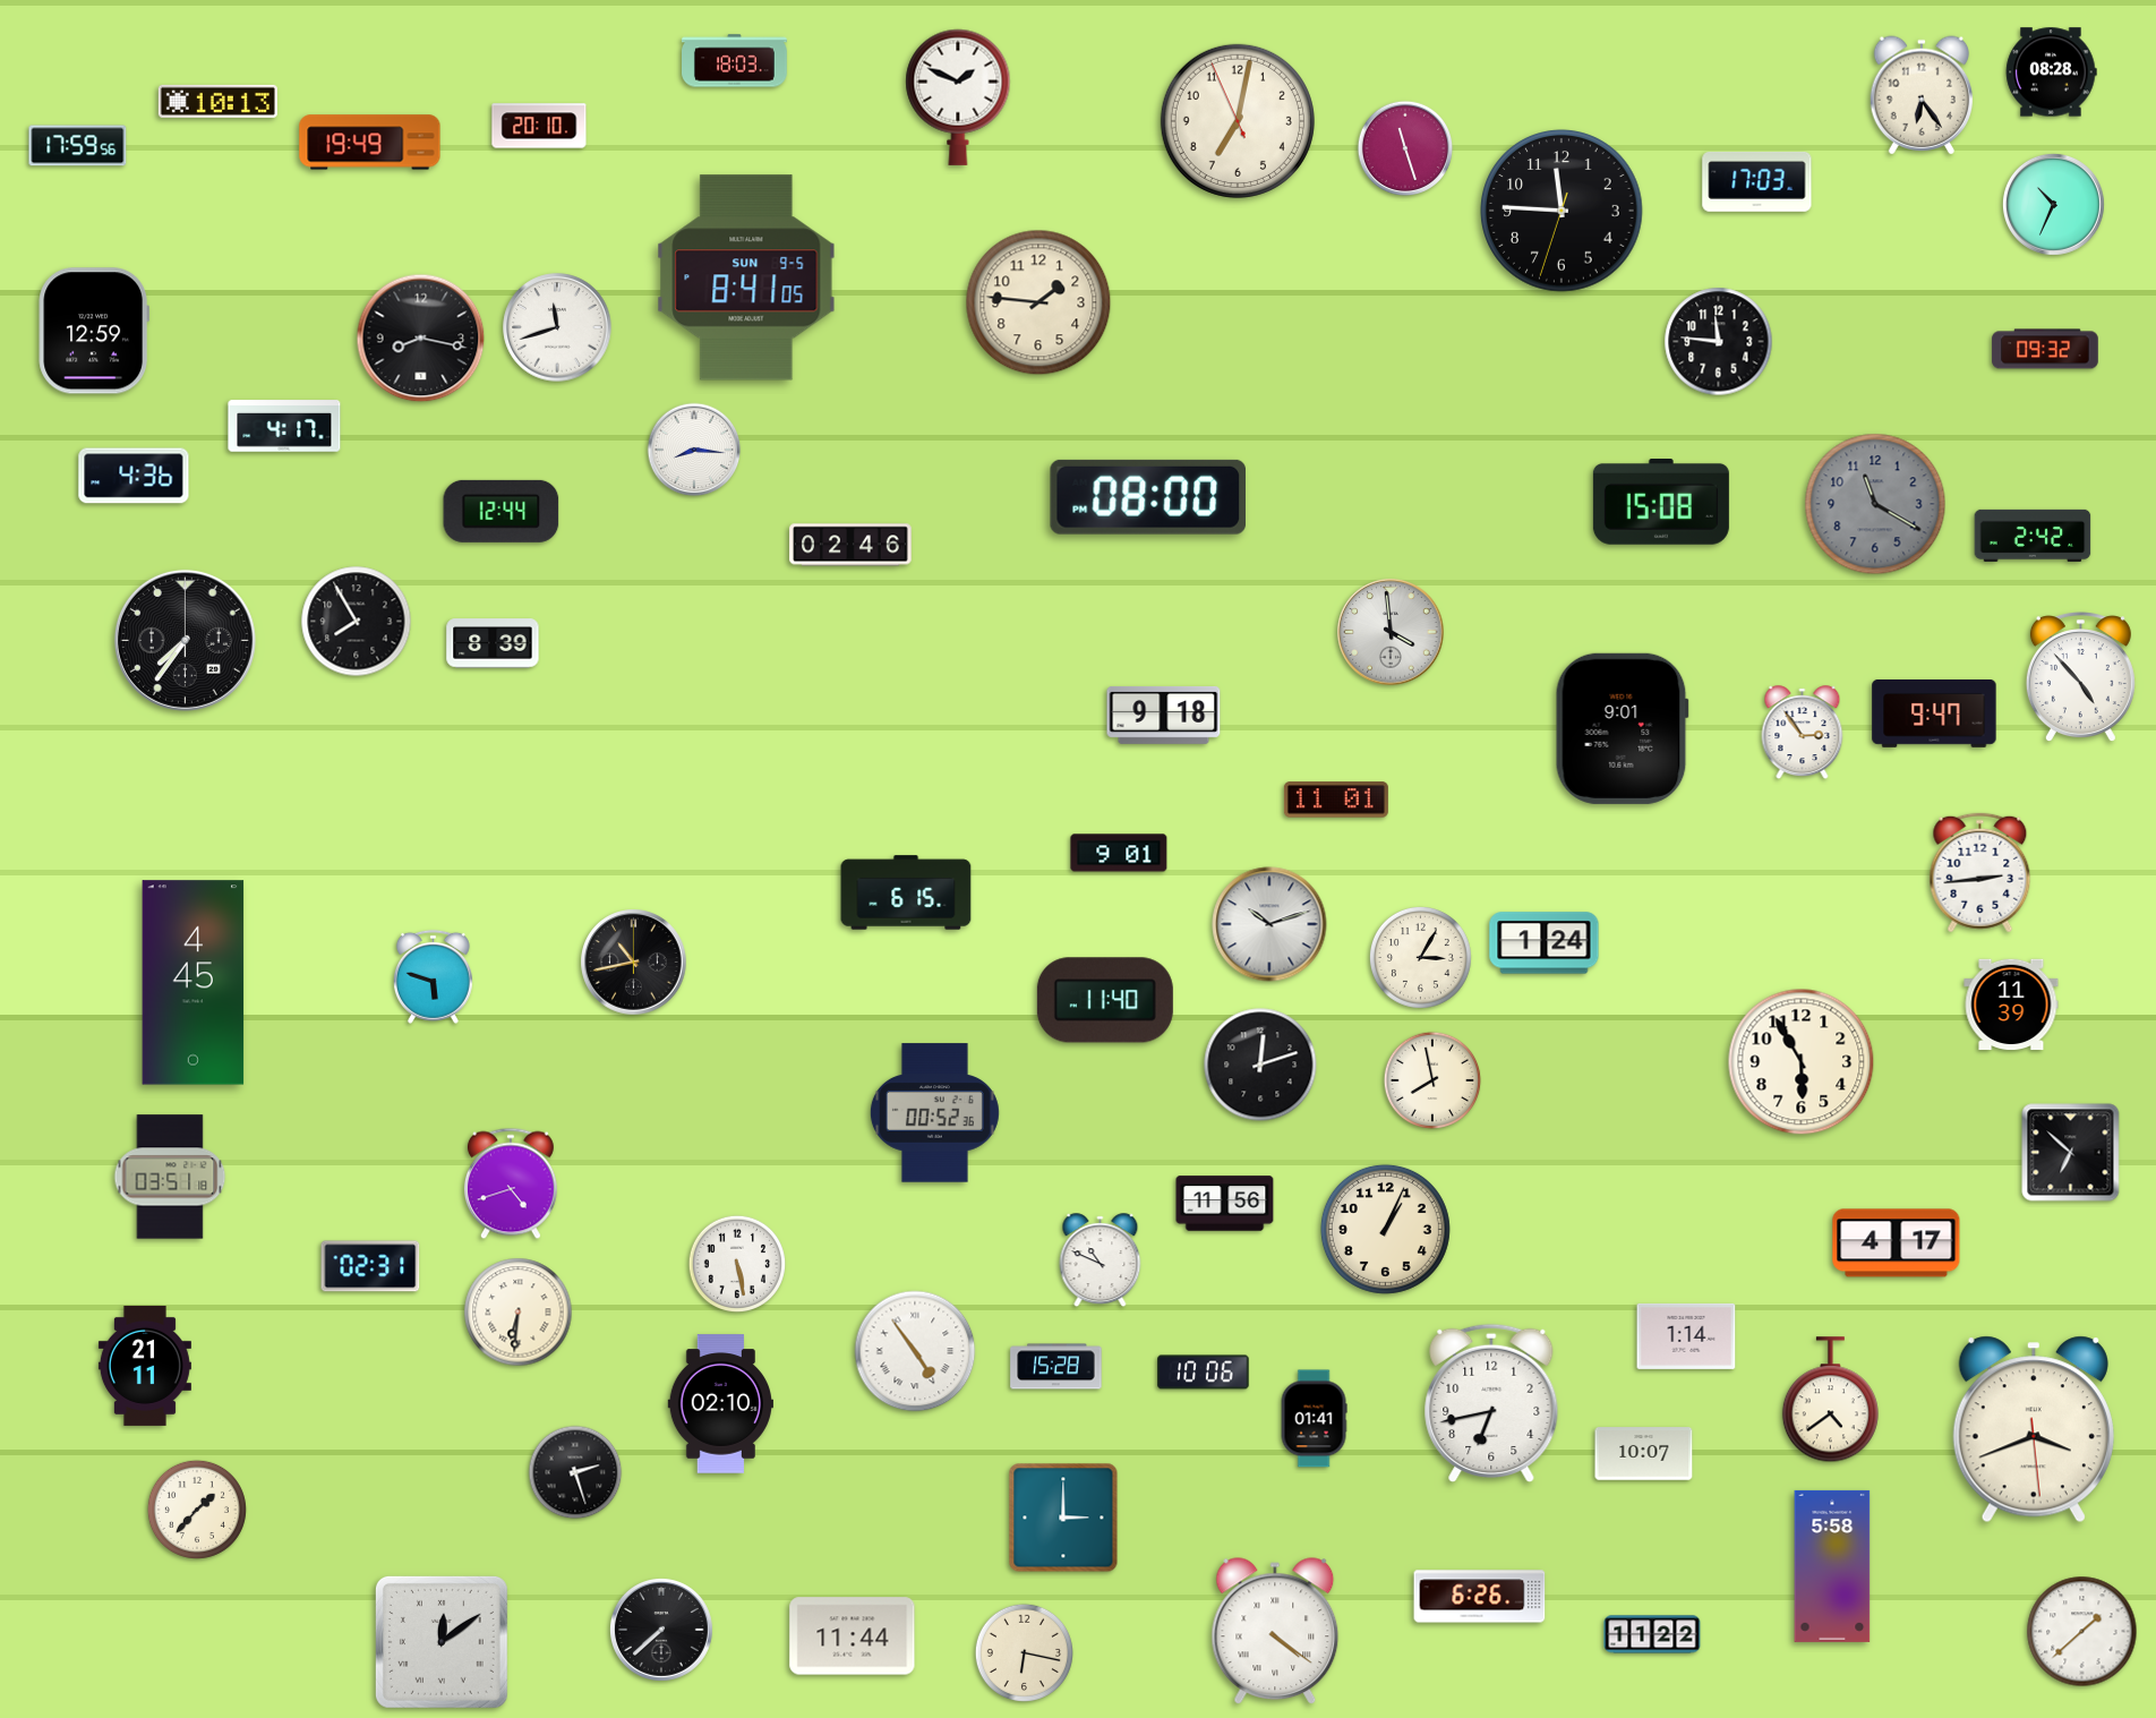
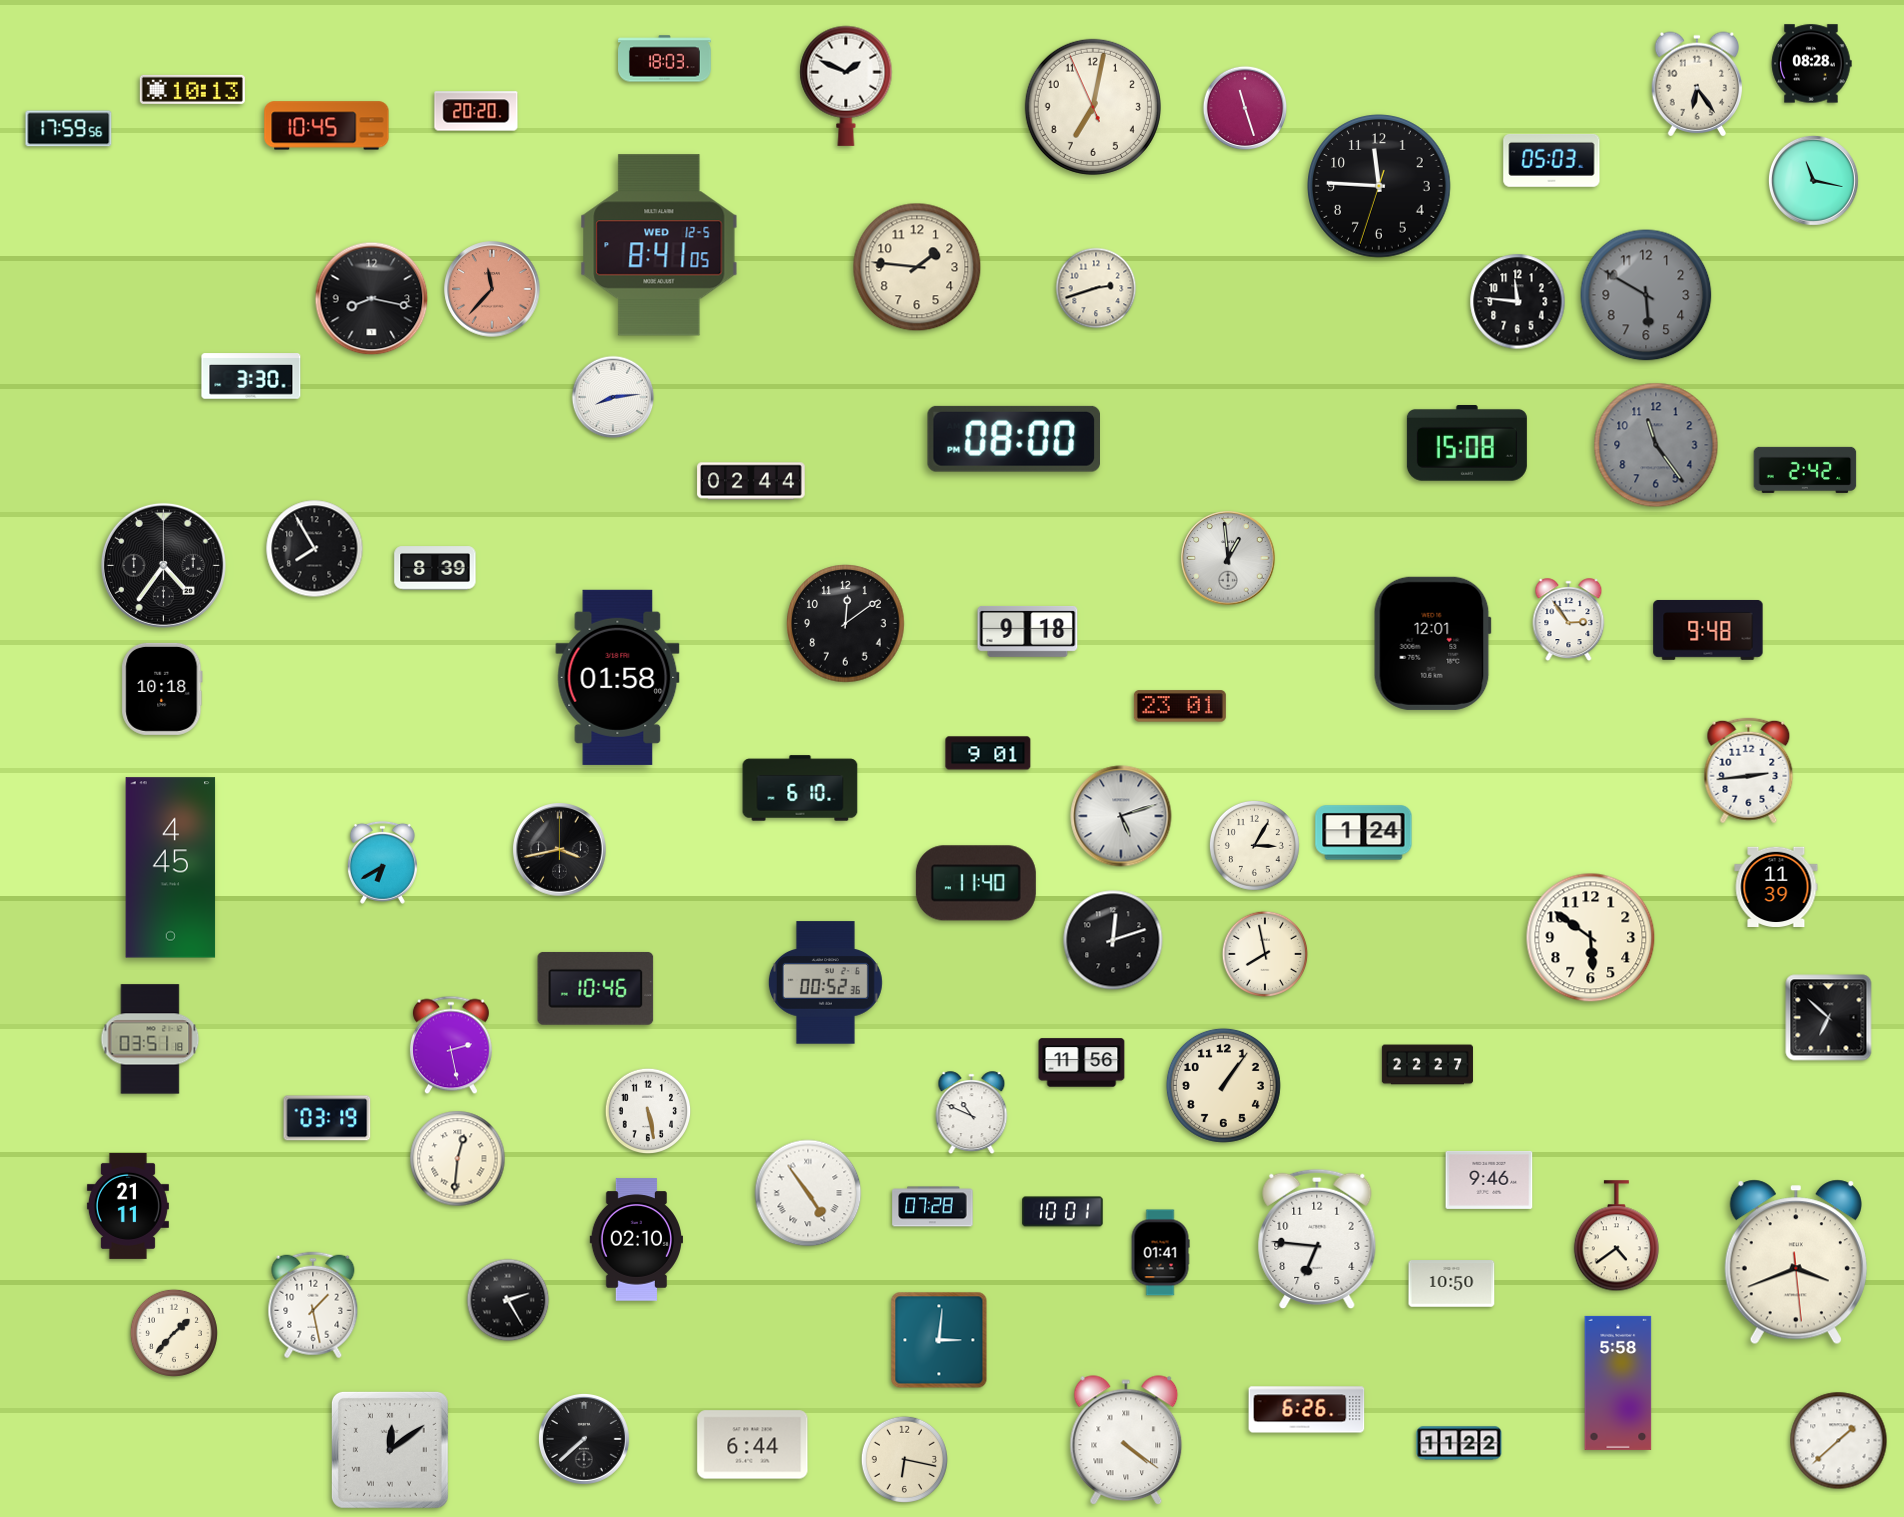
clock at (735, 61) position: (735, 61) -> (665, 59)
clock at (539, 126): 20:10 -> 20:20
clock at (370, 143): 19:49 -> 10:45
clock at (1405, 148) position: (1405, 148) -> (1245, 108)
clock at (1757, 182): 17:03 -> 05:03
clock at (2053, 204): 10:34 -> 11:17
clock at (746, 277) date: SUN 9-5 -> WED 12-5
clock at (1096, 288): none -> 2:42
clock at (557, 327): 11:42 -> 11:37
clock at (557, 327) dial: white -> salmon
clock at (94, 331): 12:59 -> none
clock at (1646, 295): none -> 5:50
clock at (2045, 349): 09:32 -> none
clock at (284, 426): 4:17 -> 3:30
clock at (694, 450): 8:16 -> 8:14
clock at (134, 476): 4:36 -> none
clock at (1875, 504): 11:20 -> 11:24
clock at (502, 511): 12:44 -> none
clock at (2033, 536) position: (2033, 536) -> (1805, 470)
clock at (850, 545): 02:46 -> 02:44
clock at (1391, 632): 3:59 -> 12:59
clock at (185, 640): 7:36 -> 4:36
clock at (2080, 677): 4:53 -> none
clock at (846, 624): none -> 12:09
clock at (1934, 713): 9:47 -> 9:48
clock at (1622, 728): 9:01 -> 12:01
clock at (1803, 733) position: (1803, 733) -> (1569, 620)
clock at (618, 677): none -> 01:58
clock at (162, 689): none -> 10:18
clock at (1336, 800): 11:01 -> 23:01
clock at (906, 892): 6:15 -> 6:10
clock at (1269, 924): 10:12 -> 5:12
clock at (634, 963): 10:43 -> 3:43
clock at (433, 976): 5:48 -> 6:40
clock at (1802, 1062): 5:55 -> 5:51
clock at (596, 988): none -> 10:46
clock at (511, 1183): 4:42 -> 2:28
clock at (1427, 1065): none -> 22:27
clock at (1385, 1229): 1:04 -> 1:06
clock at (1897, 1243): 4:17 -> none
clock at (737, 1264) position: (737, 1264) -> (648, 1111)
clock at (370, 1266): 02:31 -> 03:19
clock at (519, 1313): 6:31 -> 12:31
clock at (1686, 1336): 1:14 -> 9:46
clock at (1056, 1367): 15:28 -> 07:28
clock at (1204, 1373): 10:06 -> 10:01
clock at (1491, 1402): 6:43 -> 6:46
clock at (1644, 1454): 10:07 -> 10:50
clock at (575, 1472): 2:27 -> 2:25
clock at (313, 1305): none -> 1:28
clock at (1063, 1518): 3:00 -> 3:01
clock at (853, 1636): 11:44 -> 6:44
